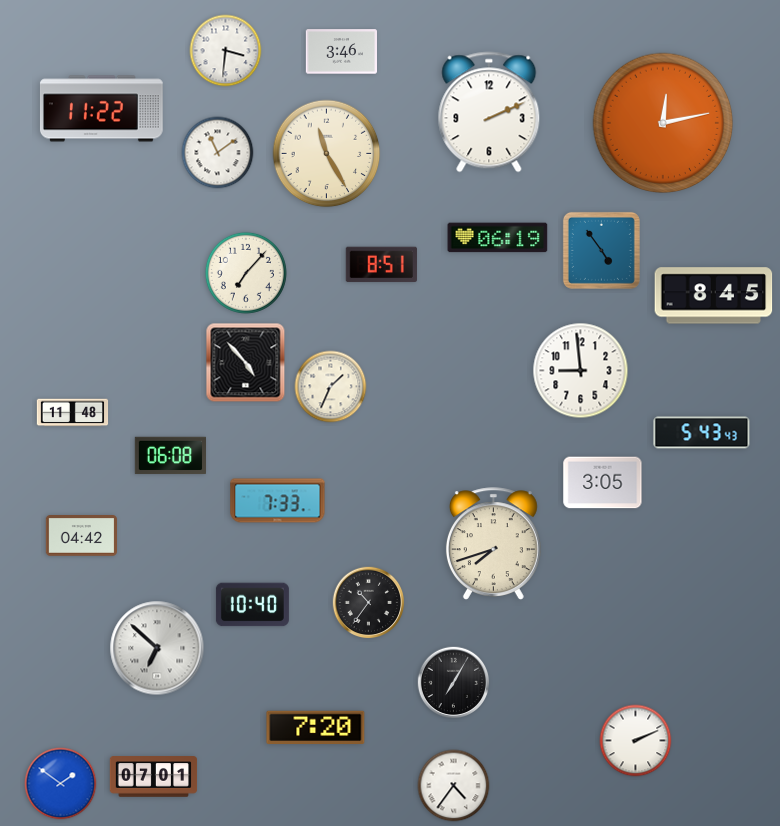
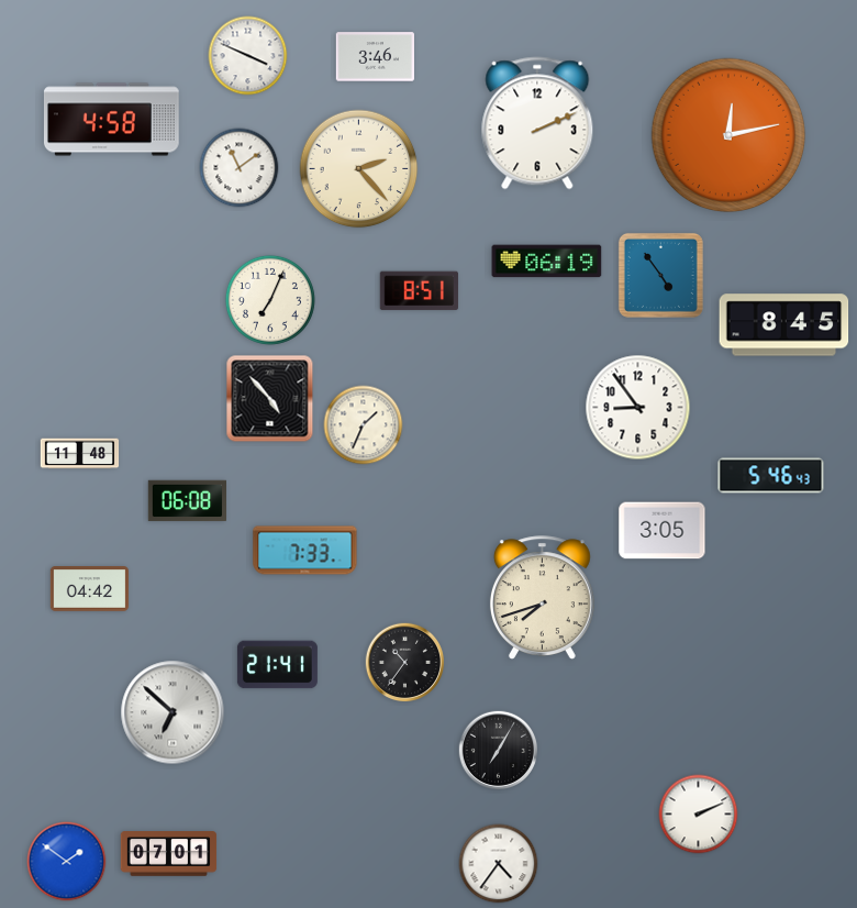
clock at (226, 51): 3:31 -> 3:49
clock at (101, 109): 11:22 -> 4:58
clock at (327, 154): 11:25 -> 2:23
clock at (246, 273): 7:07 -> 7:04
clock at (581, 371): 8:59 -> 8:54
clock at (702, 433): 5:43 -> 5:46
clock at (252, 605): 10:40 -> 21:41
clock at (316, 728): 7:20 -> none
